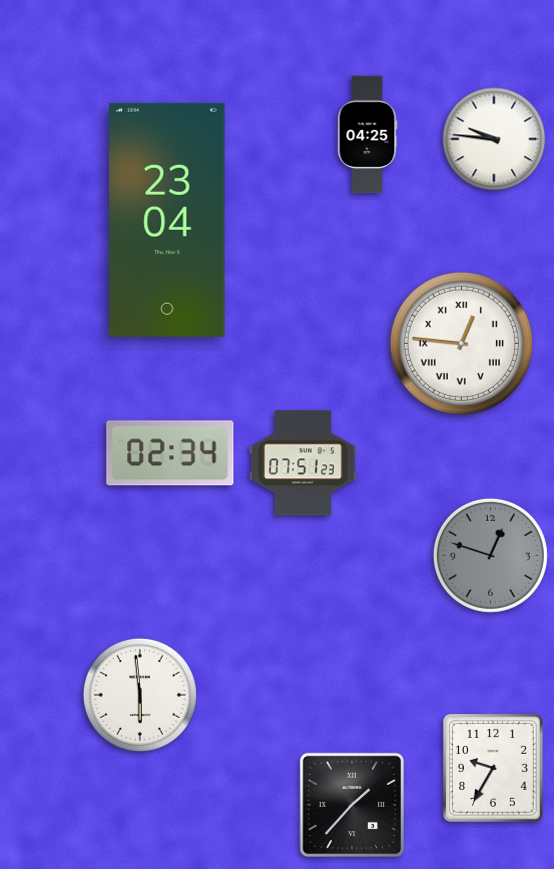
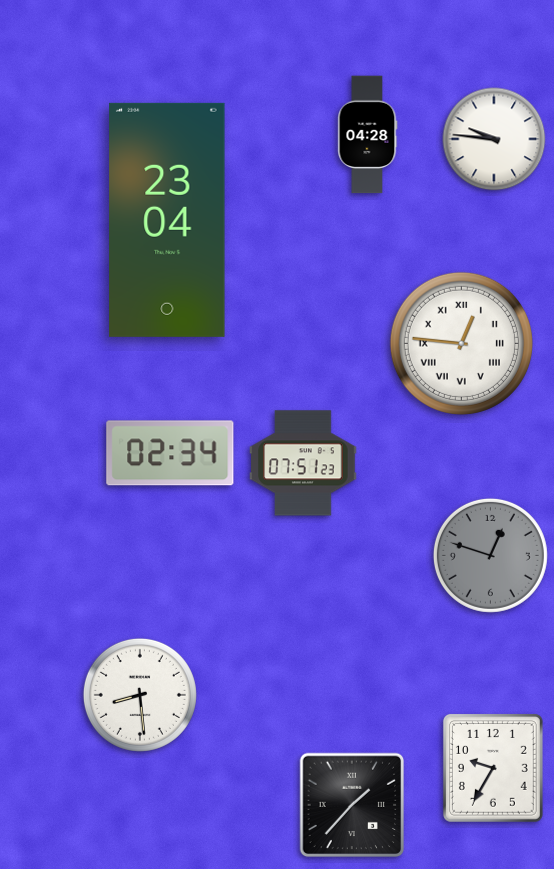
clock at (368, 135): 04:25 -> 04:28
clock at (140, 695): 5:59 -> 8:29
